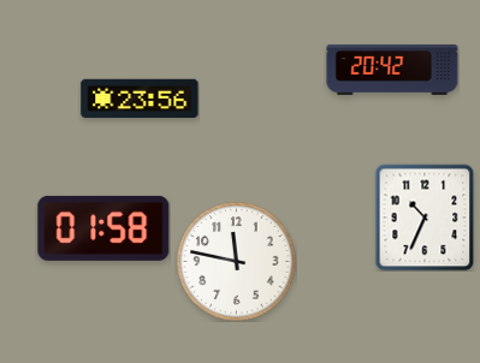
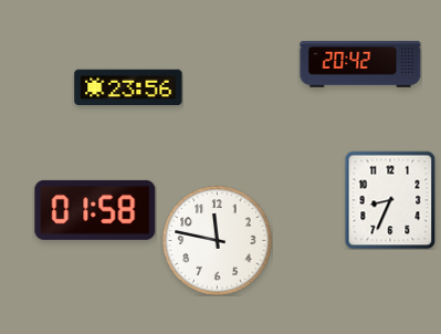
clock at (140, 99) position: (140, 99) -> (128, 87)
clock at (425, 218): 10:34 -> 8:34
